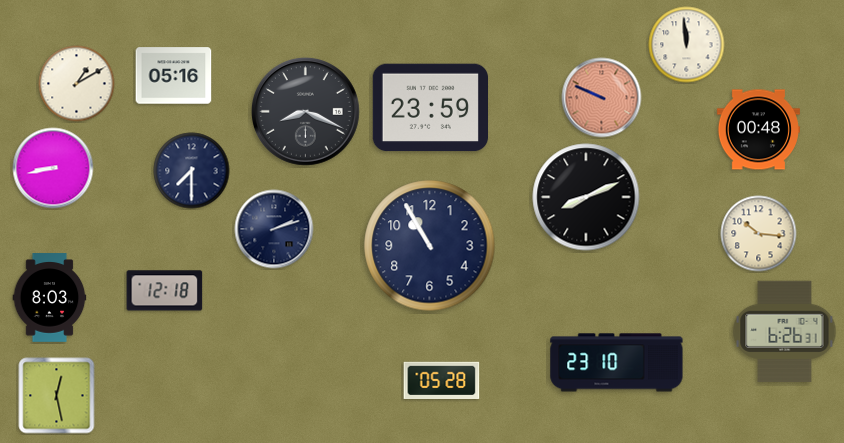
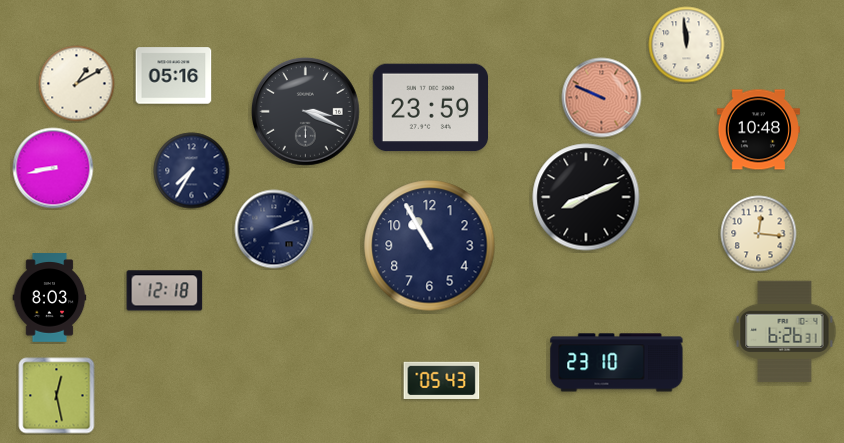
clock at (305, 111): 8:19 -> 3:19
clock at (758, 130): 00:48 -> 10:48
clock at (192, 171): 7:30 -> 7:35
clock at (759, 234): 10:16 -> 12:16
clock at (442, 381): 05:28 -> 05:43
